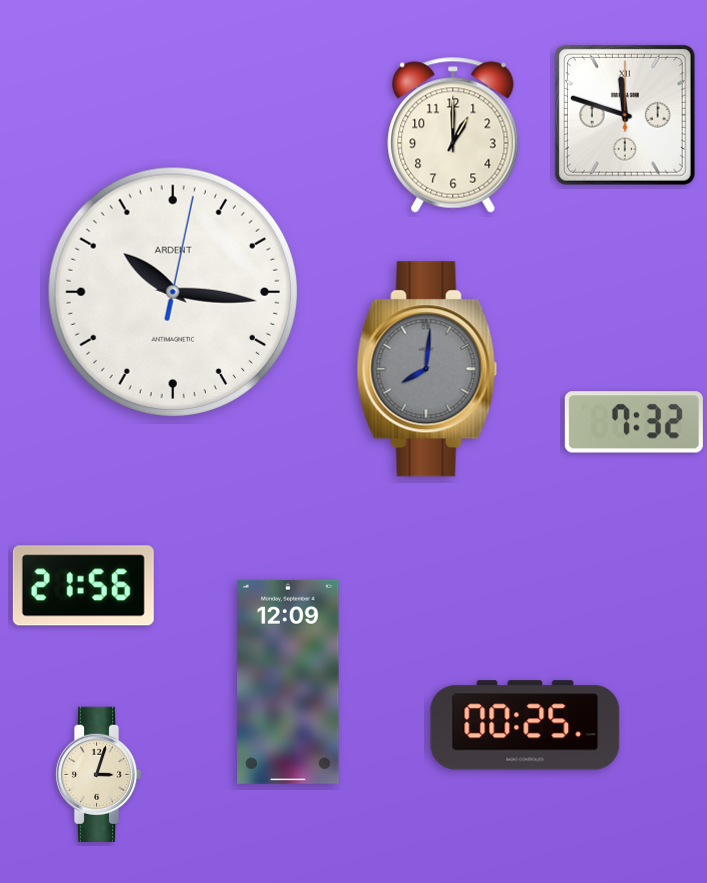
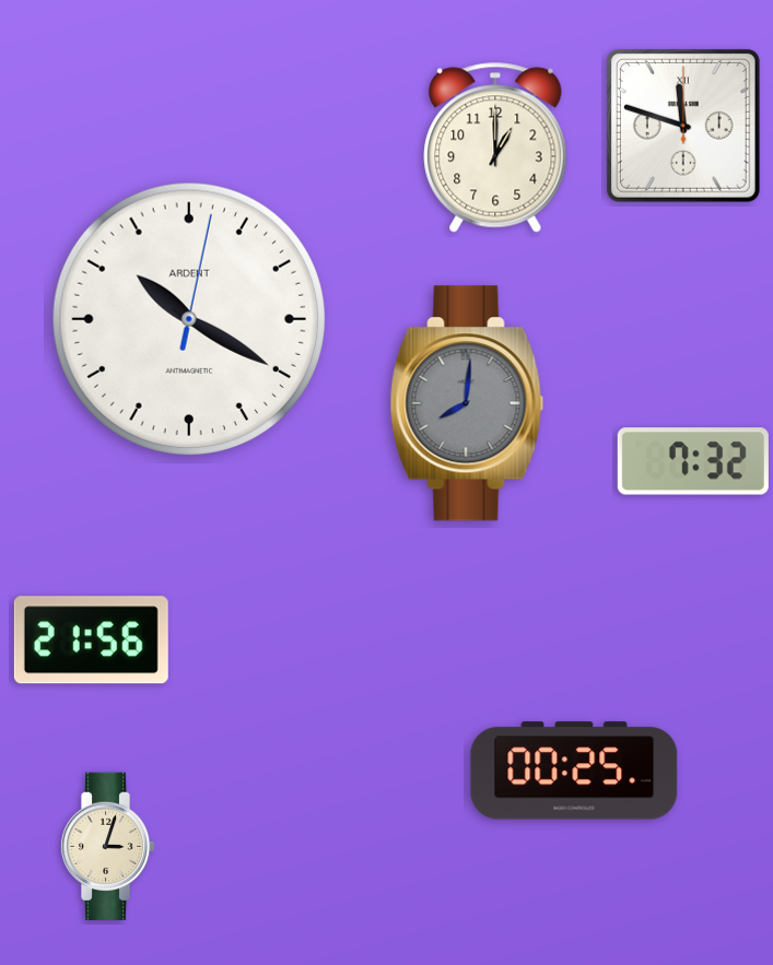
clock at (173, 292): 10:16 -> 10:20
clock at (288, 682): 12:09 -> none
clock at (525, 725) position: (525, 725) -> (574, 770)
